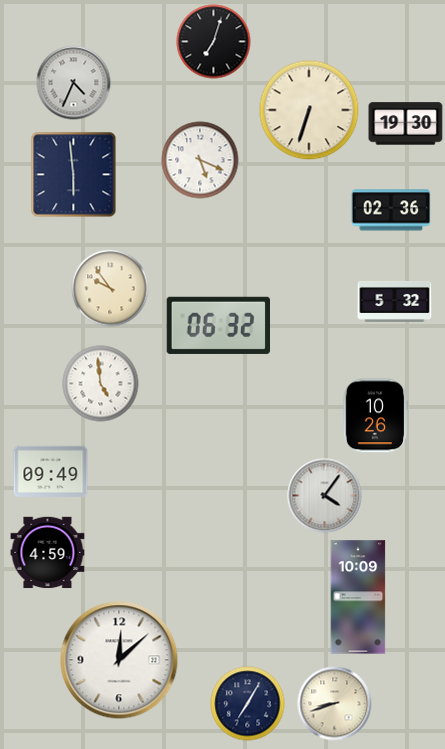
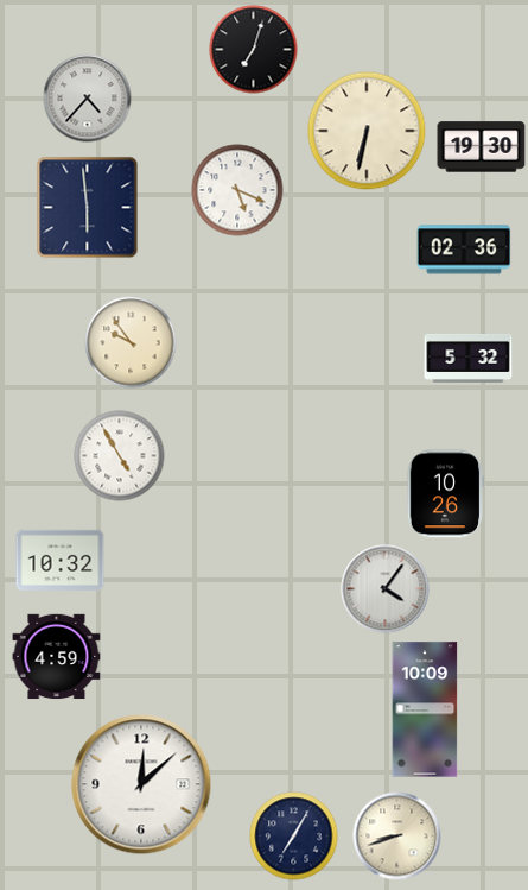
clock at (74, 83): 4:34 -> 4:37
clock at (309, 110): 6:33 -> 6:32
clock at (218, 325): 06:32 -> none
clock at (101, 384): 4:59 -> 4:55
clock at (51, 471): 09:49 -> 10:32
